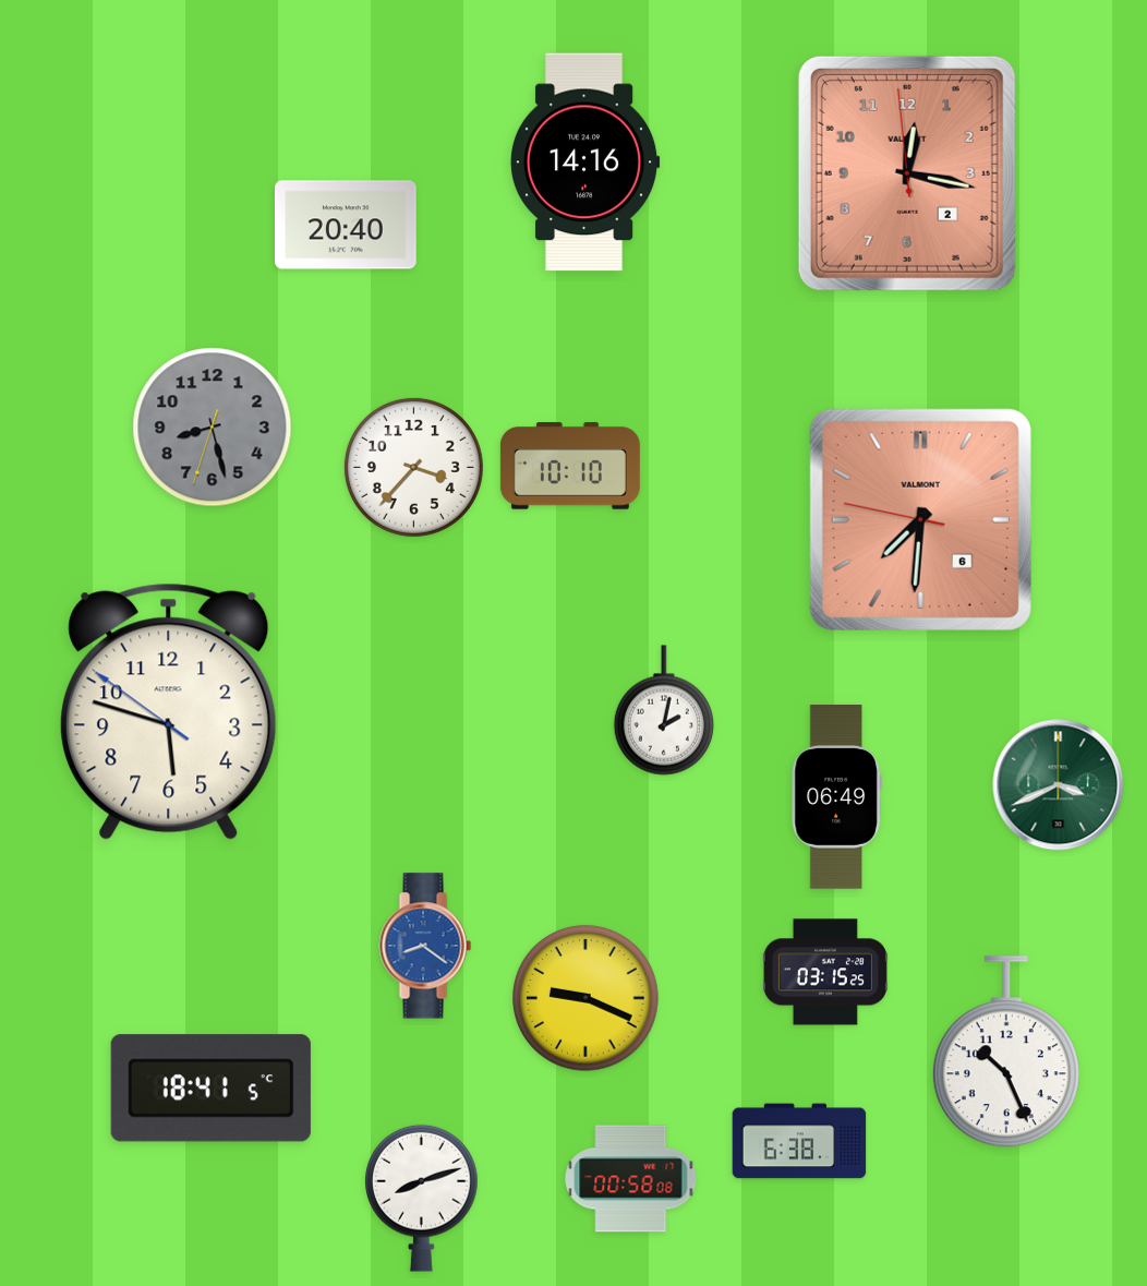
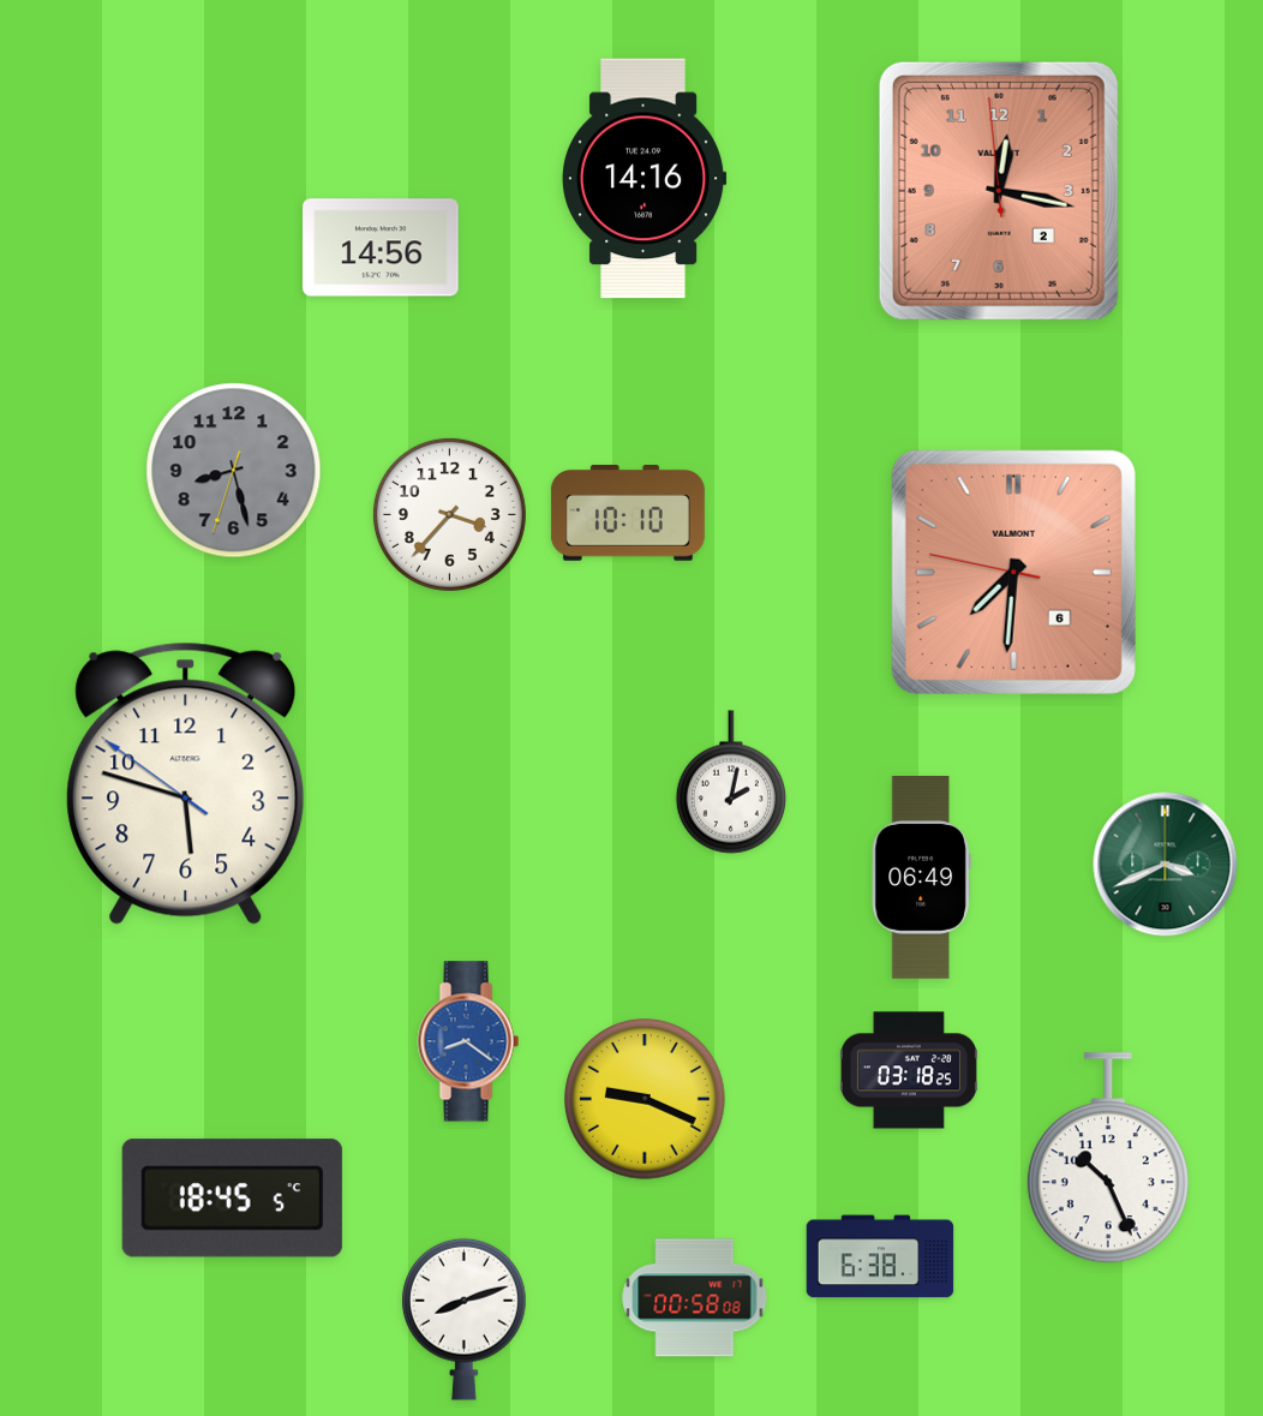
clock at (347, 225): 20:40 -> 14:56
clock at (413, 467) position: (413, 467) -> (449, 514)
clock at (825, 972): 03:15 -> 03:18
clock at (210, 1089): 18:41 -> 18:45
